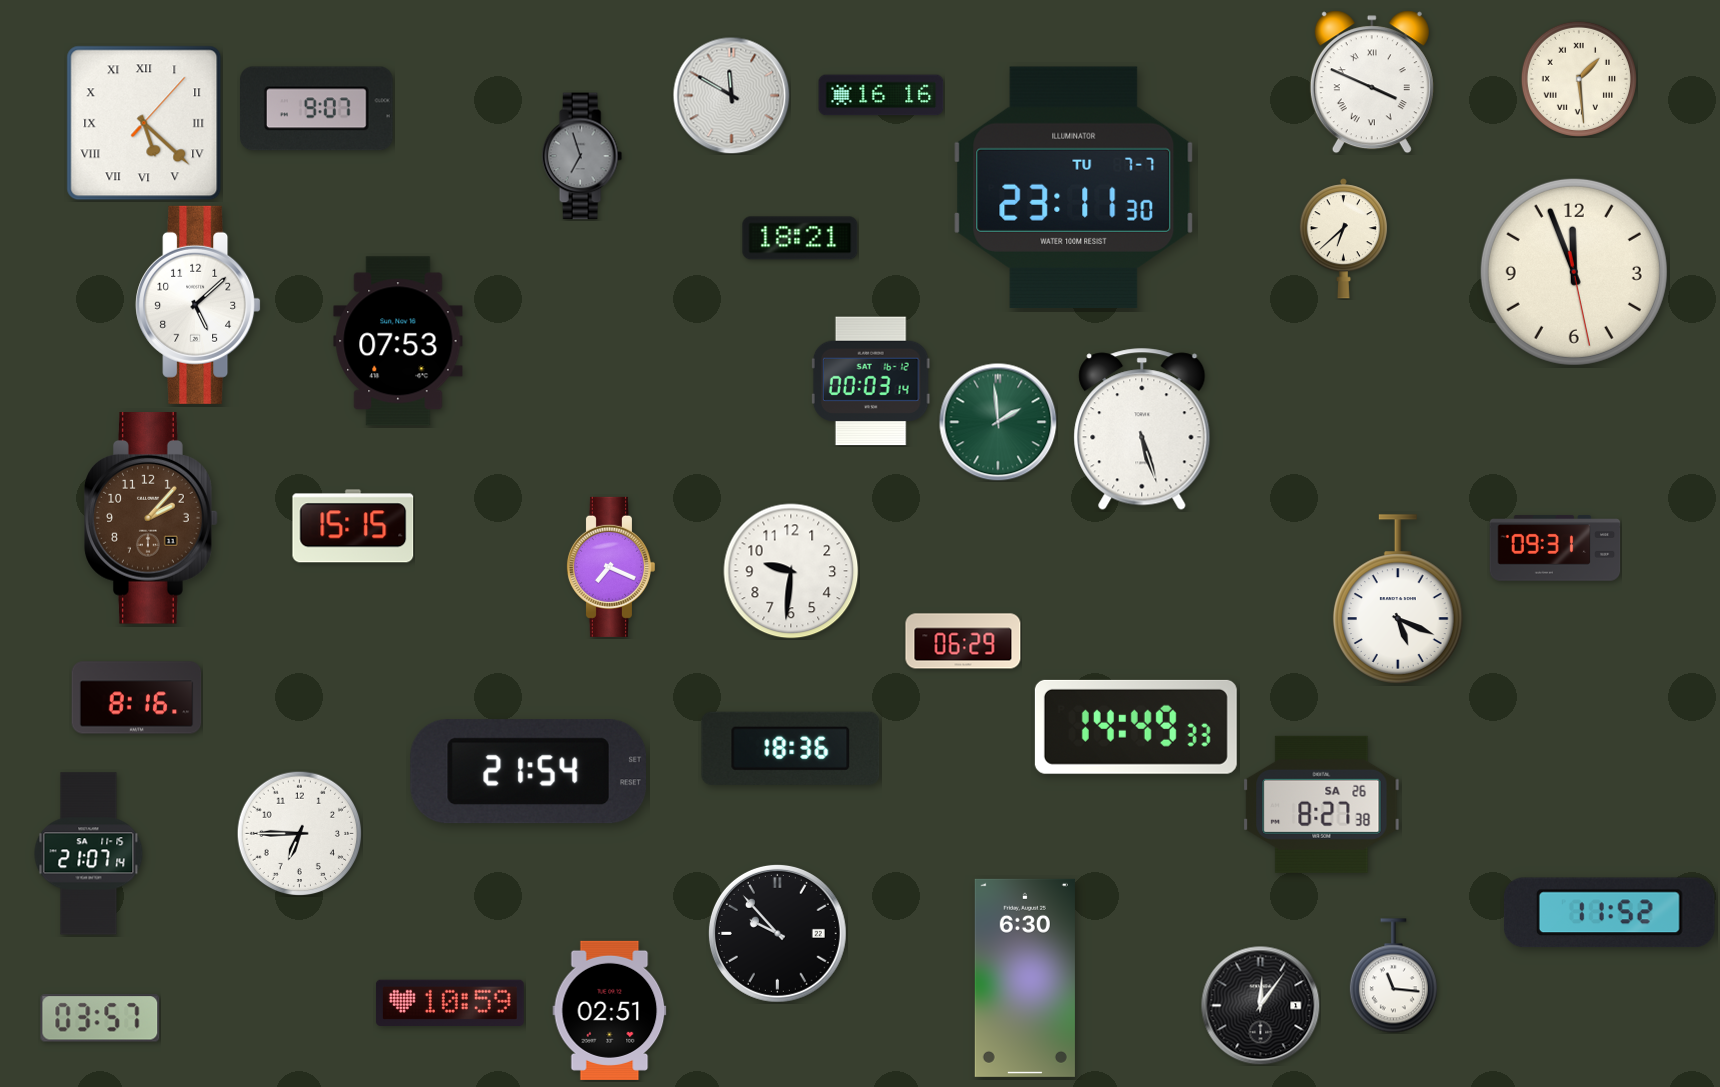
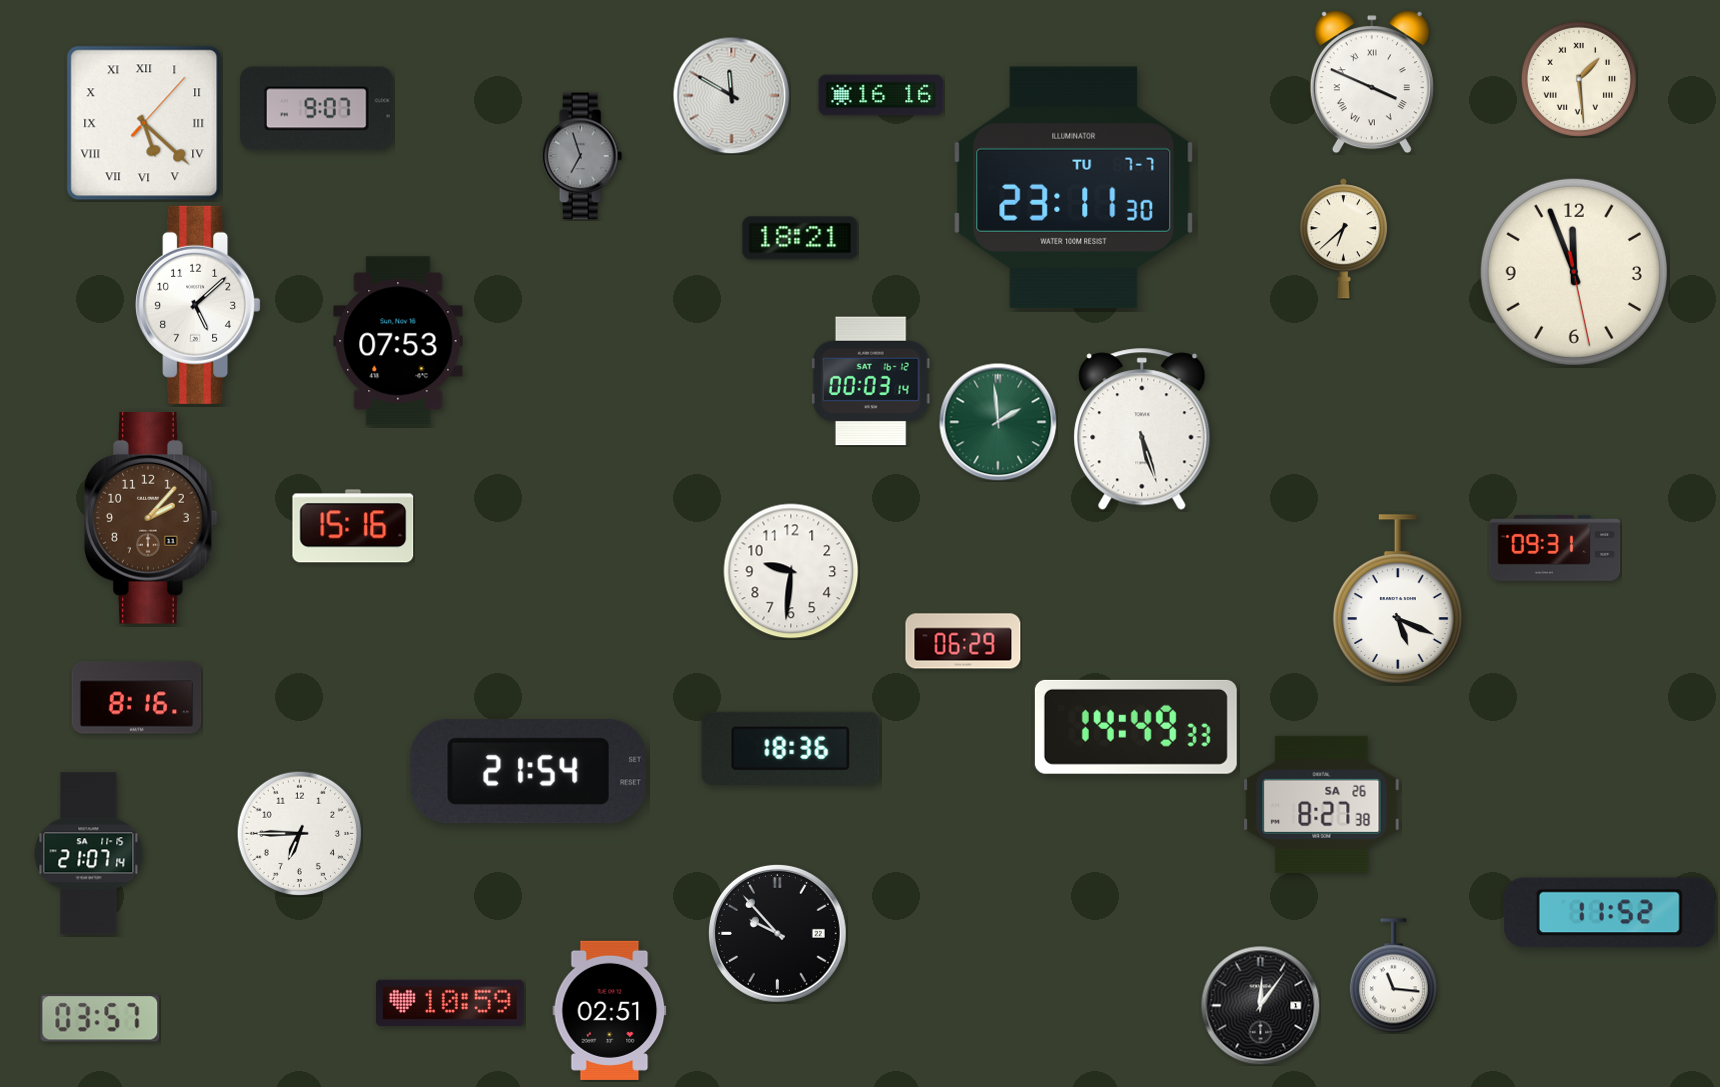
clock at (353, 526): 15:15 -> 15:16
clock at (610, 567): 7:19 -> none
clock at (1025, 978): 6:30 -> none
